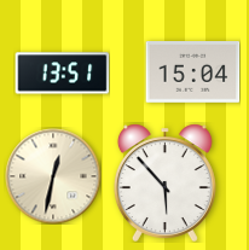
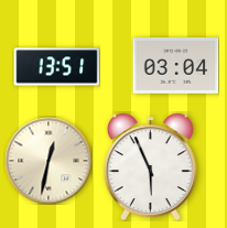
clock at (192, 72): 15:04 -> 03:04
clock at (164, 182): 5:53 -> 5:56
